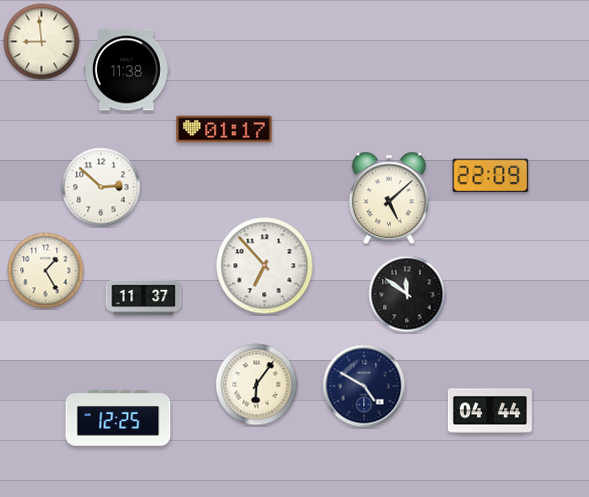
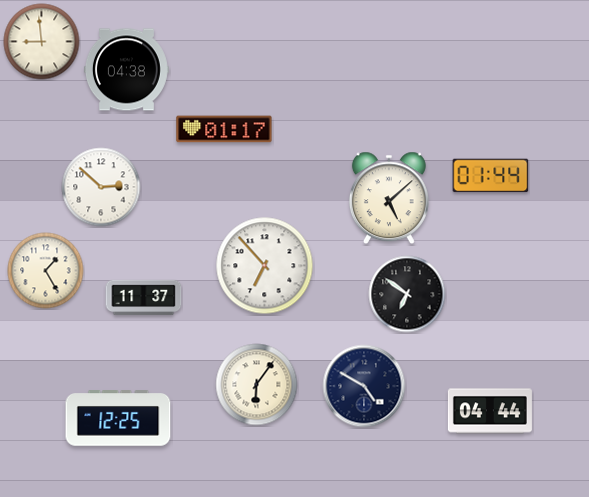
clock at (126, 70): 11:38 -> 04:38
clock at (491, 176): 22:09 -> 01:44
clock at (407, 294): 11:51 -> 6:51
